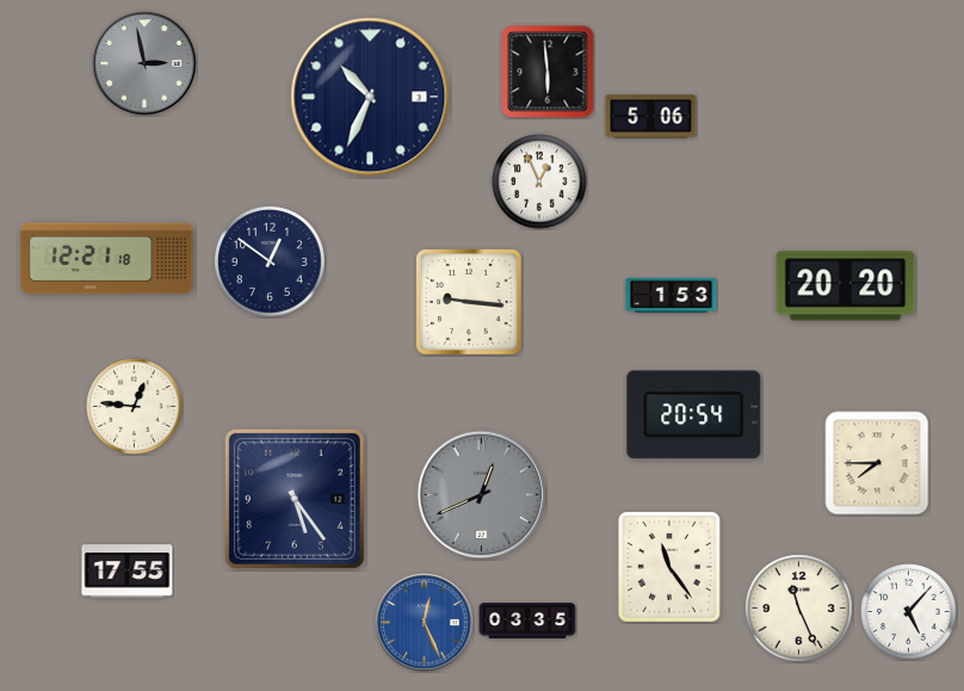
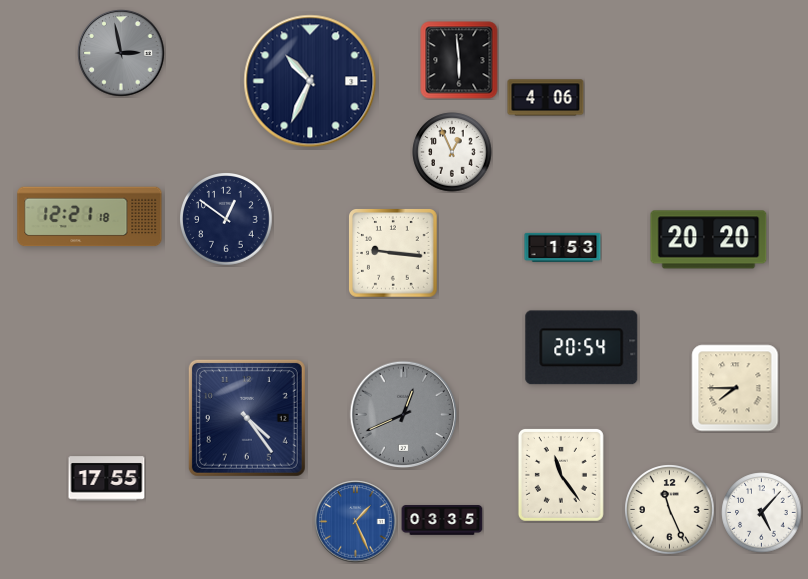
clock at (651, 117): 5:06 -> 4:06
clock at (135, 407): 12:46 -> none
clock at (295, 499): 5:24 -> 4:24
clock at (425, 623): 12:26 -> 1:26
